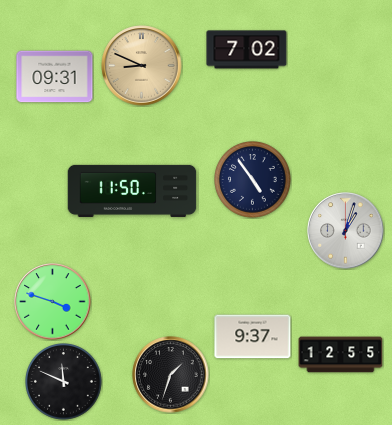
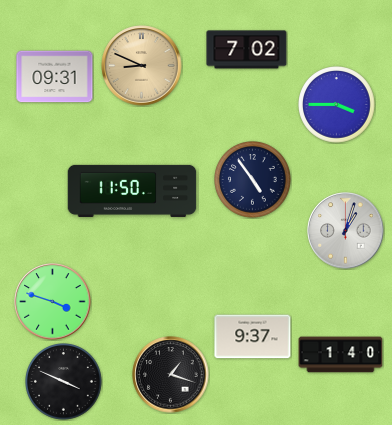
clock at (337, 105): none -> 3:45
clock at (341, 355): 12:55 -> 1:40
clock at (171, 375): 1:33 -> 1:18
clock at (64, 382): 11:49 -> 3:49
